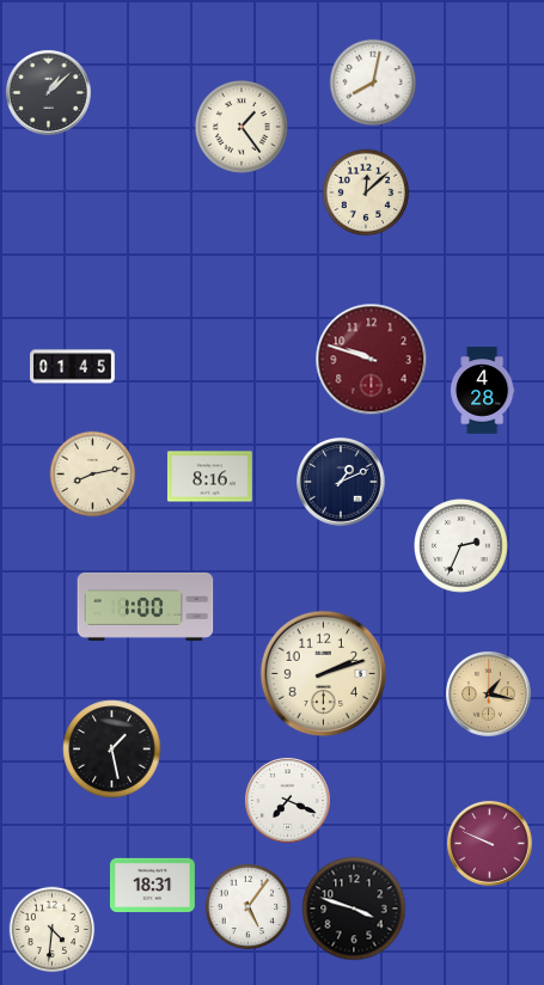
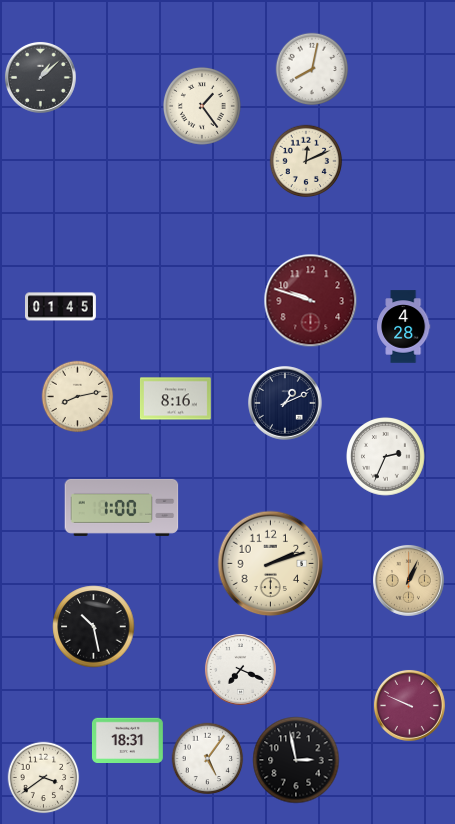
clock at (366, 192): 12:08 -> 12:11
clock at (488, 693): 1:17 -> 1:04
clock at (112, 750): 1:28 -> 10:28
clock at (354, 908): 3:48 -> 2:58
clock at (53, 930): 4:31 -> 3:39
